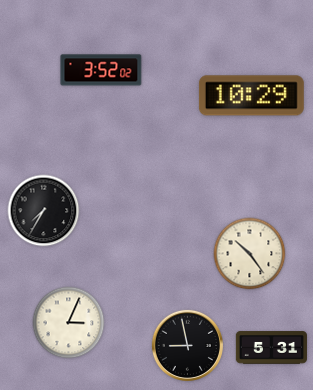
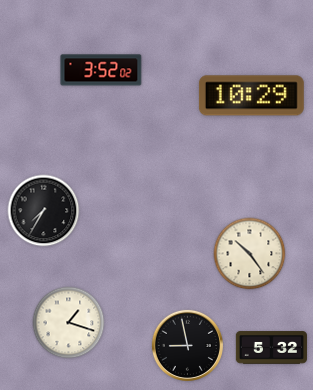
clock at (69, 323): 3:04 -> 1:18
clock at (271, 348): 5:31 -> 5:32
